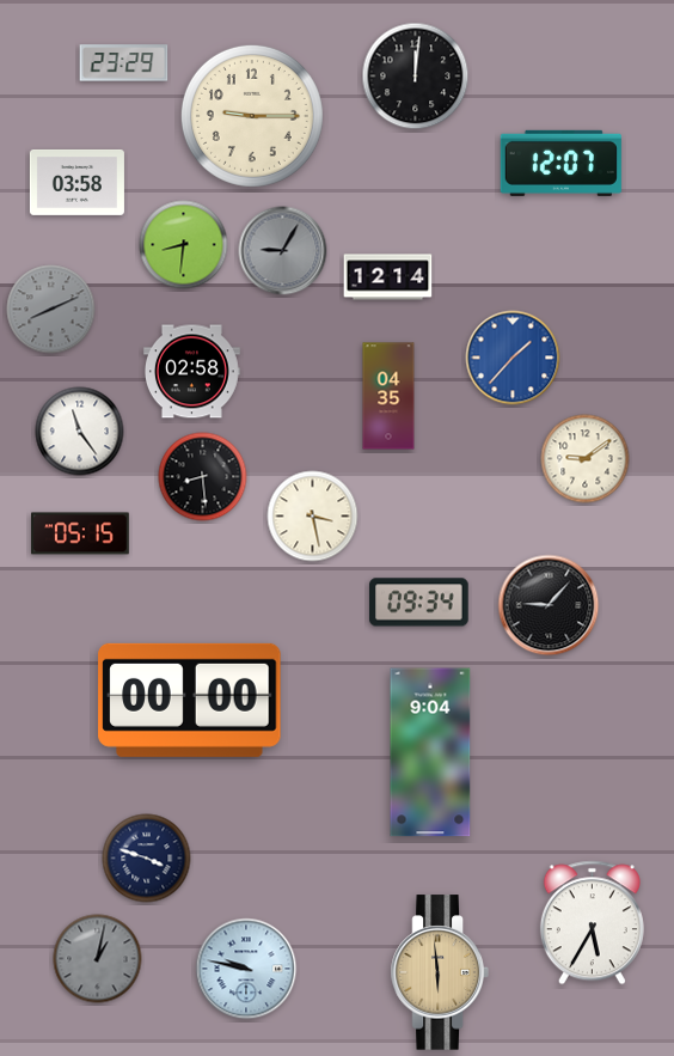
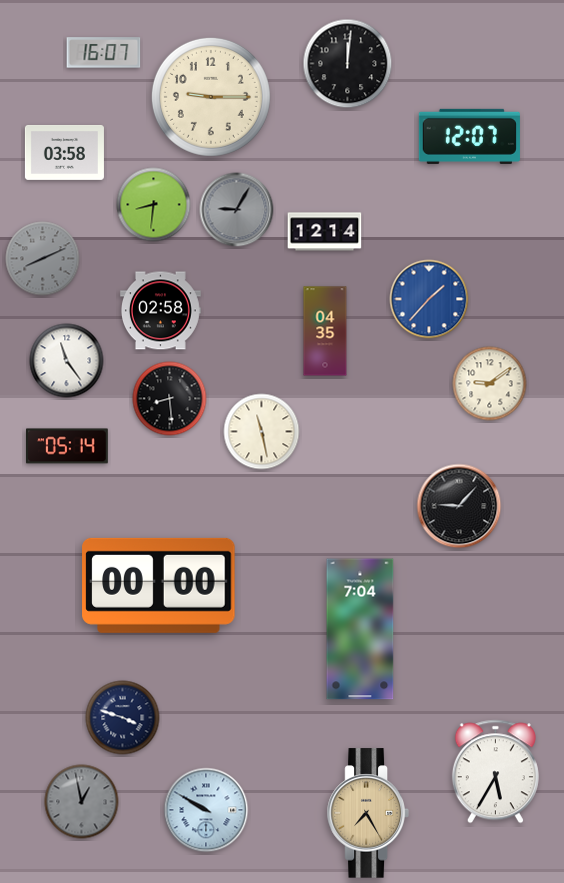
clock at (124, 63): 23:29 -> 16:07
clock at (313, 517): 3:28 -> 11:28
clock at (81, 533): 05:15 -> 05:14
clock at (419, 603): 09:34 -> none
clock at (430, 752): 9:04 -> 7:04
clock at (98, 959): 1:02 -> 12:58
clock at (246, 969): 9:47 -> 9:50
clock at (440, 972): 5:59 -> 7:25
